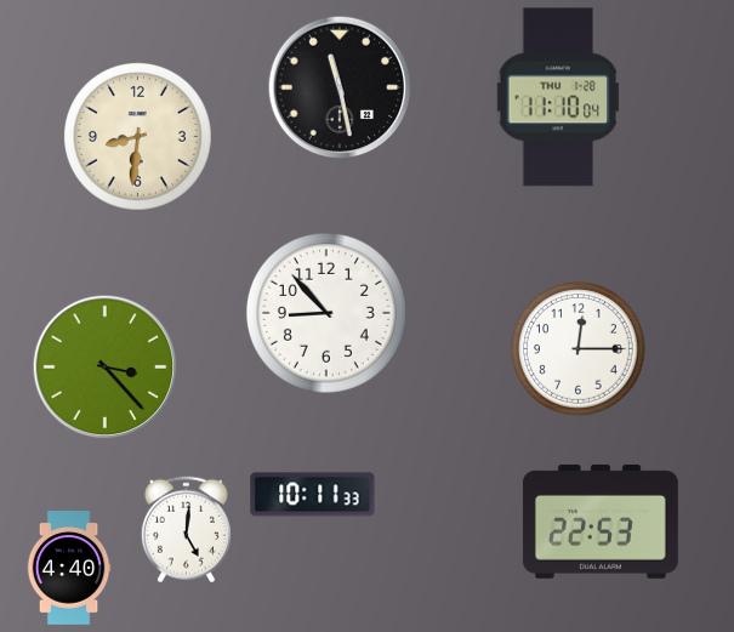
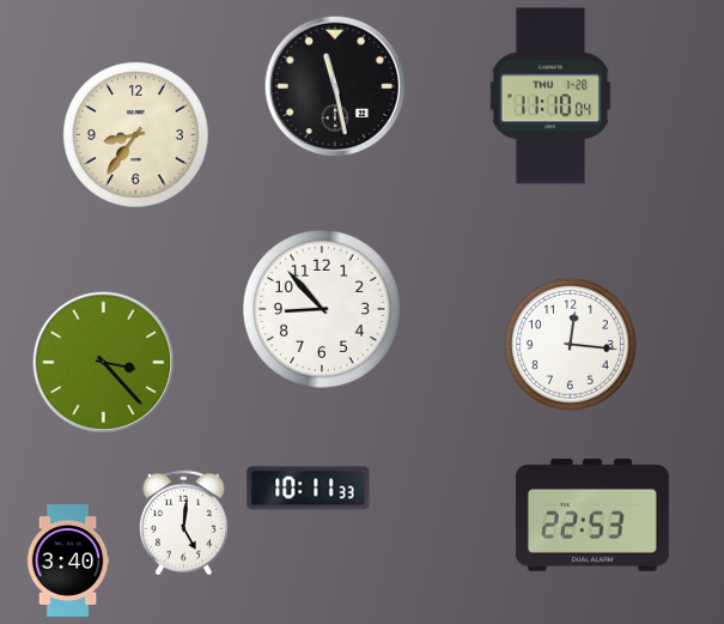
clock at (137, 136): 8:31 -> 8:36
clock at (579, 349): 12:15 -> 12:16
clock at (69, 568): 4:40 -> 3:40
